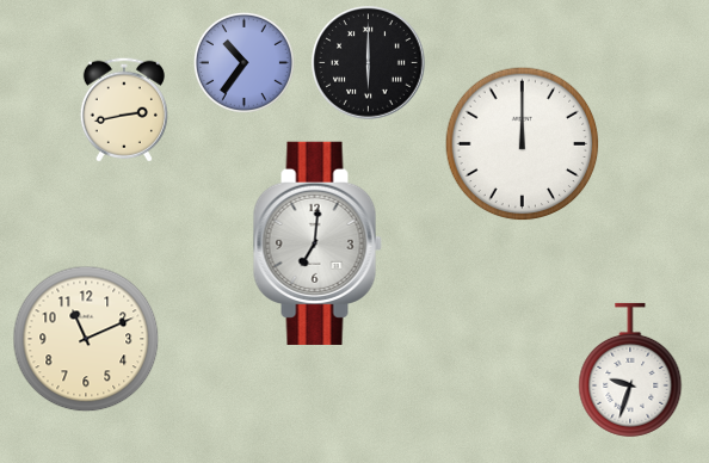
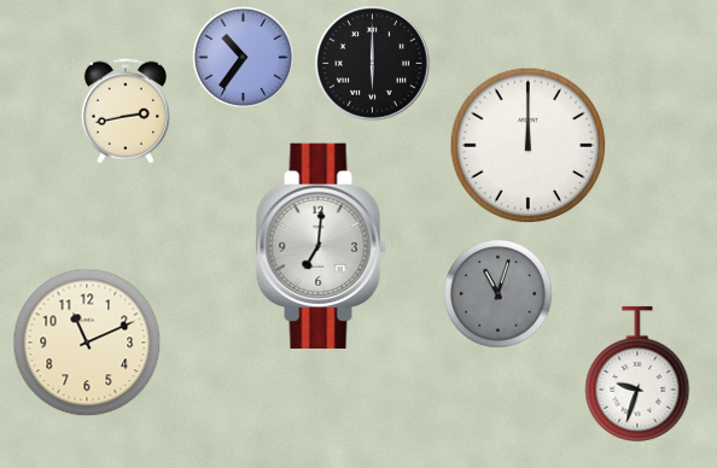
clock at (243, 62) position: (243, 62) -> (243, 57)
clock at (499, 294): none -> 11:03
